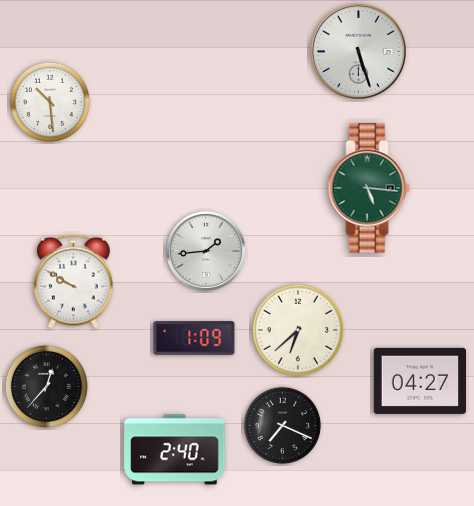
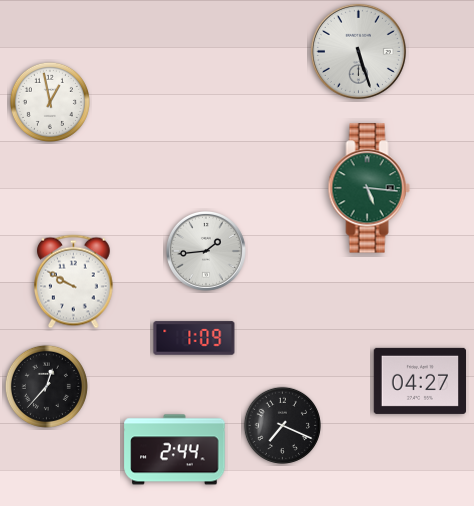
clock at (50, 102): 10:29 -> 12:58
clock at (298, 330): 6:38 -> none
clock at (175, 450): 2:40 -> 2:44
